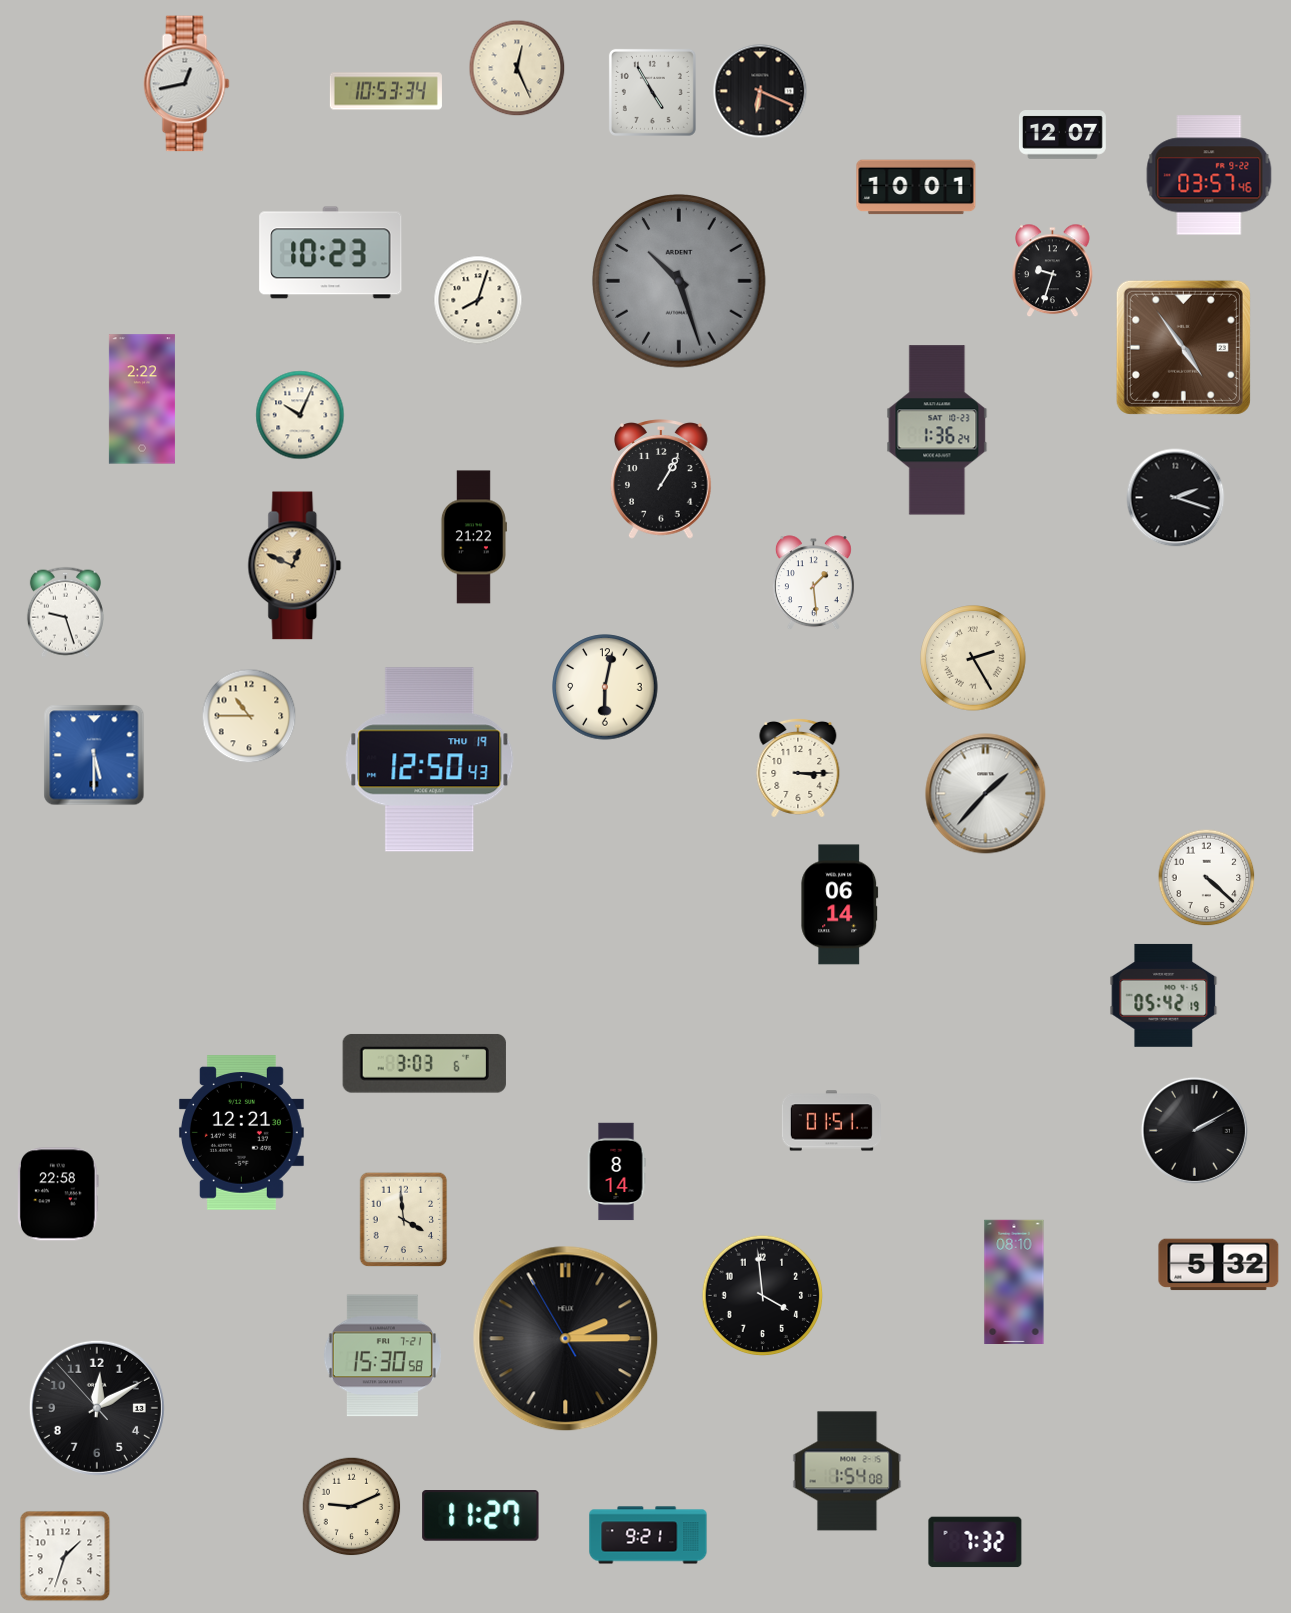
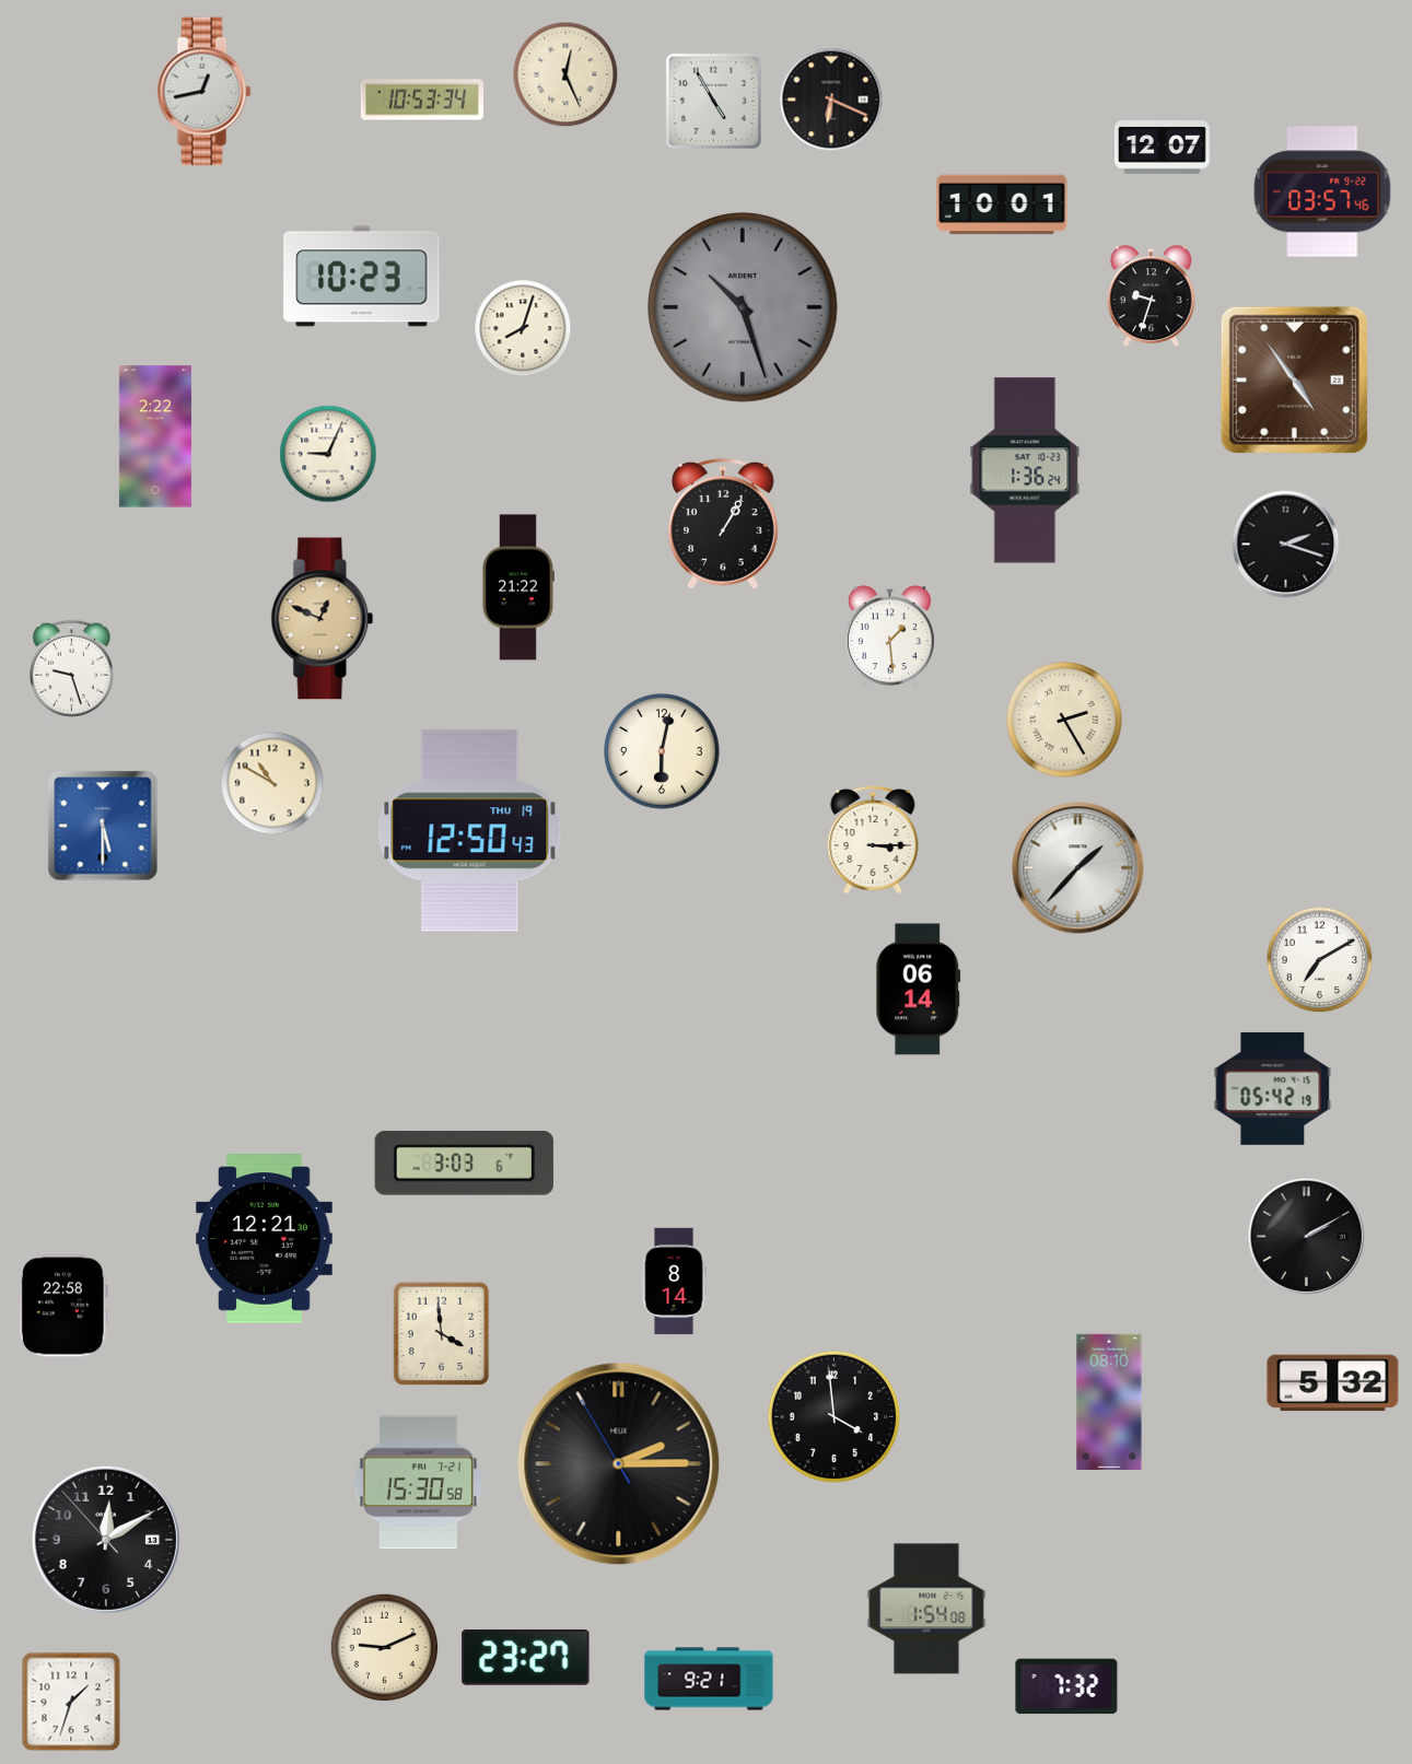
clock at (300, 415): 10:04 -> 9:04
clock at (249, 716): 10:45 -> 10:50
clock at (1207, 878): 4:22 -> 7:10
clock at (831, 1121): 01:51 -> none
clock at (481, 1516): 11:27 -> 23:27
